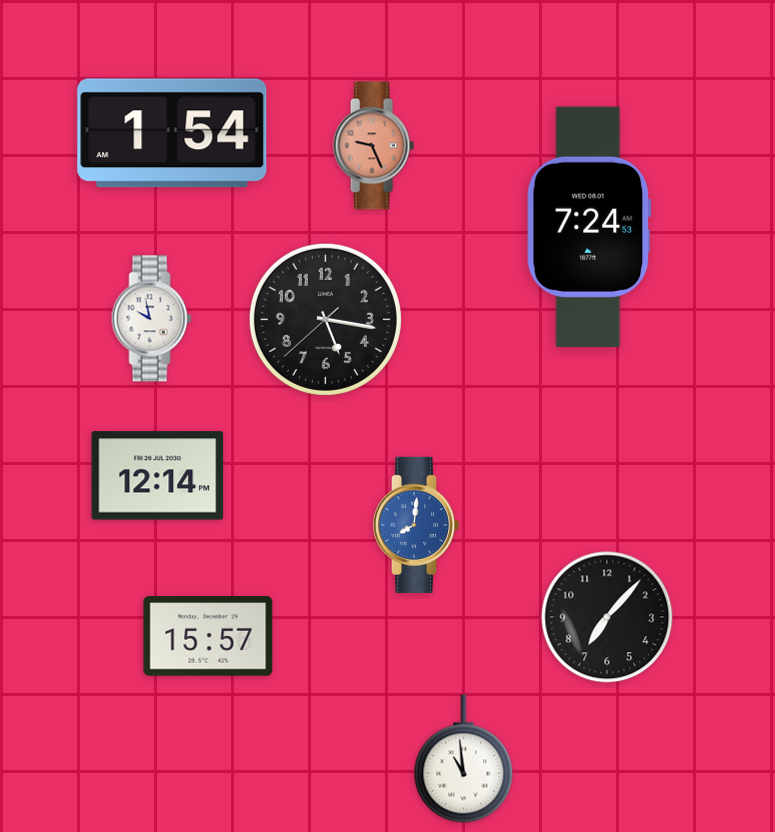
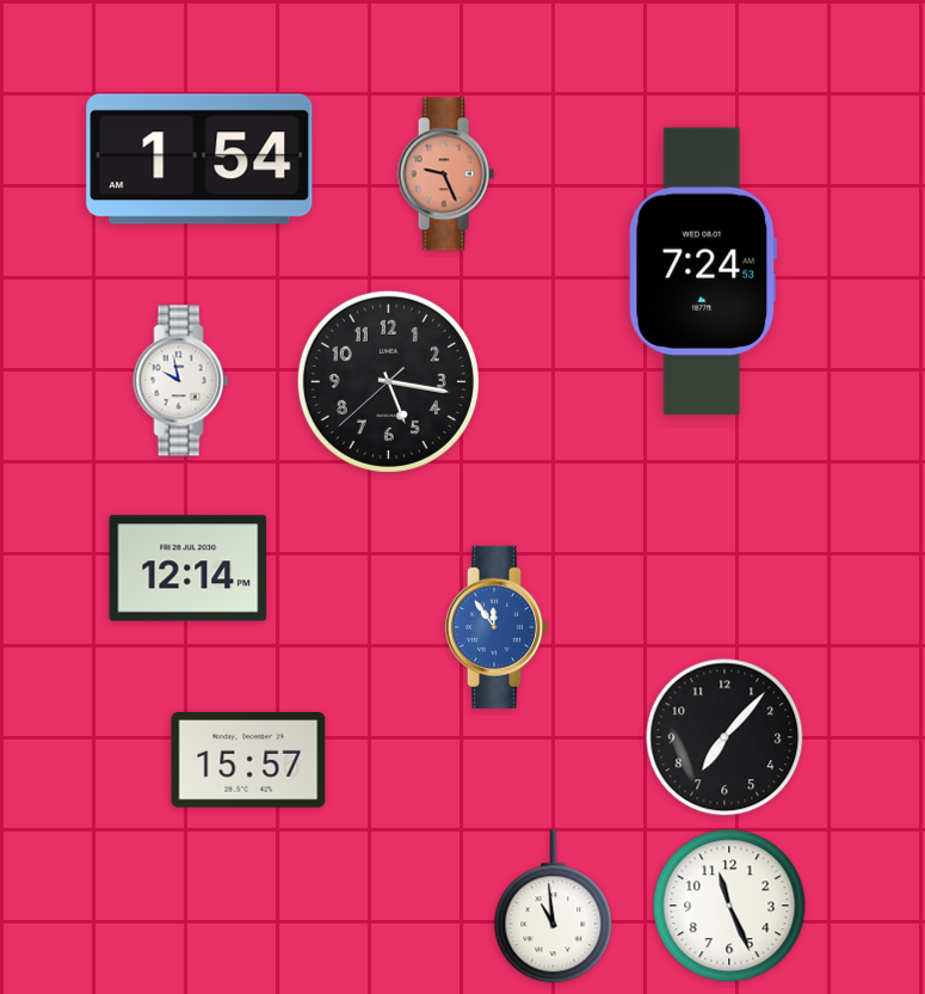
clock at (172, 133) position: (172, 133) -> (199, 159)
clock at (416, 525): 8:01 -> 11:54
clock at (729, 906): none -> 11:26
